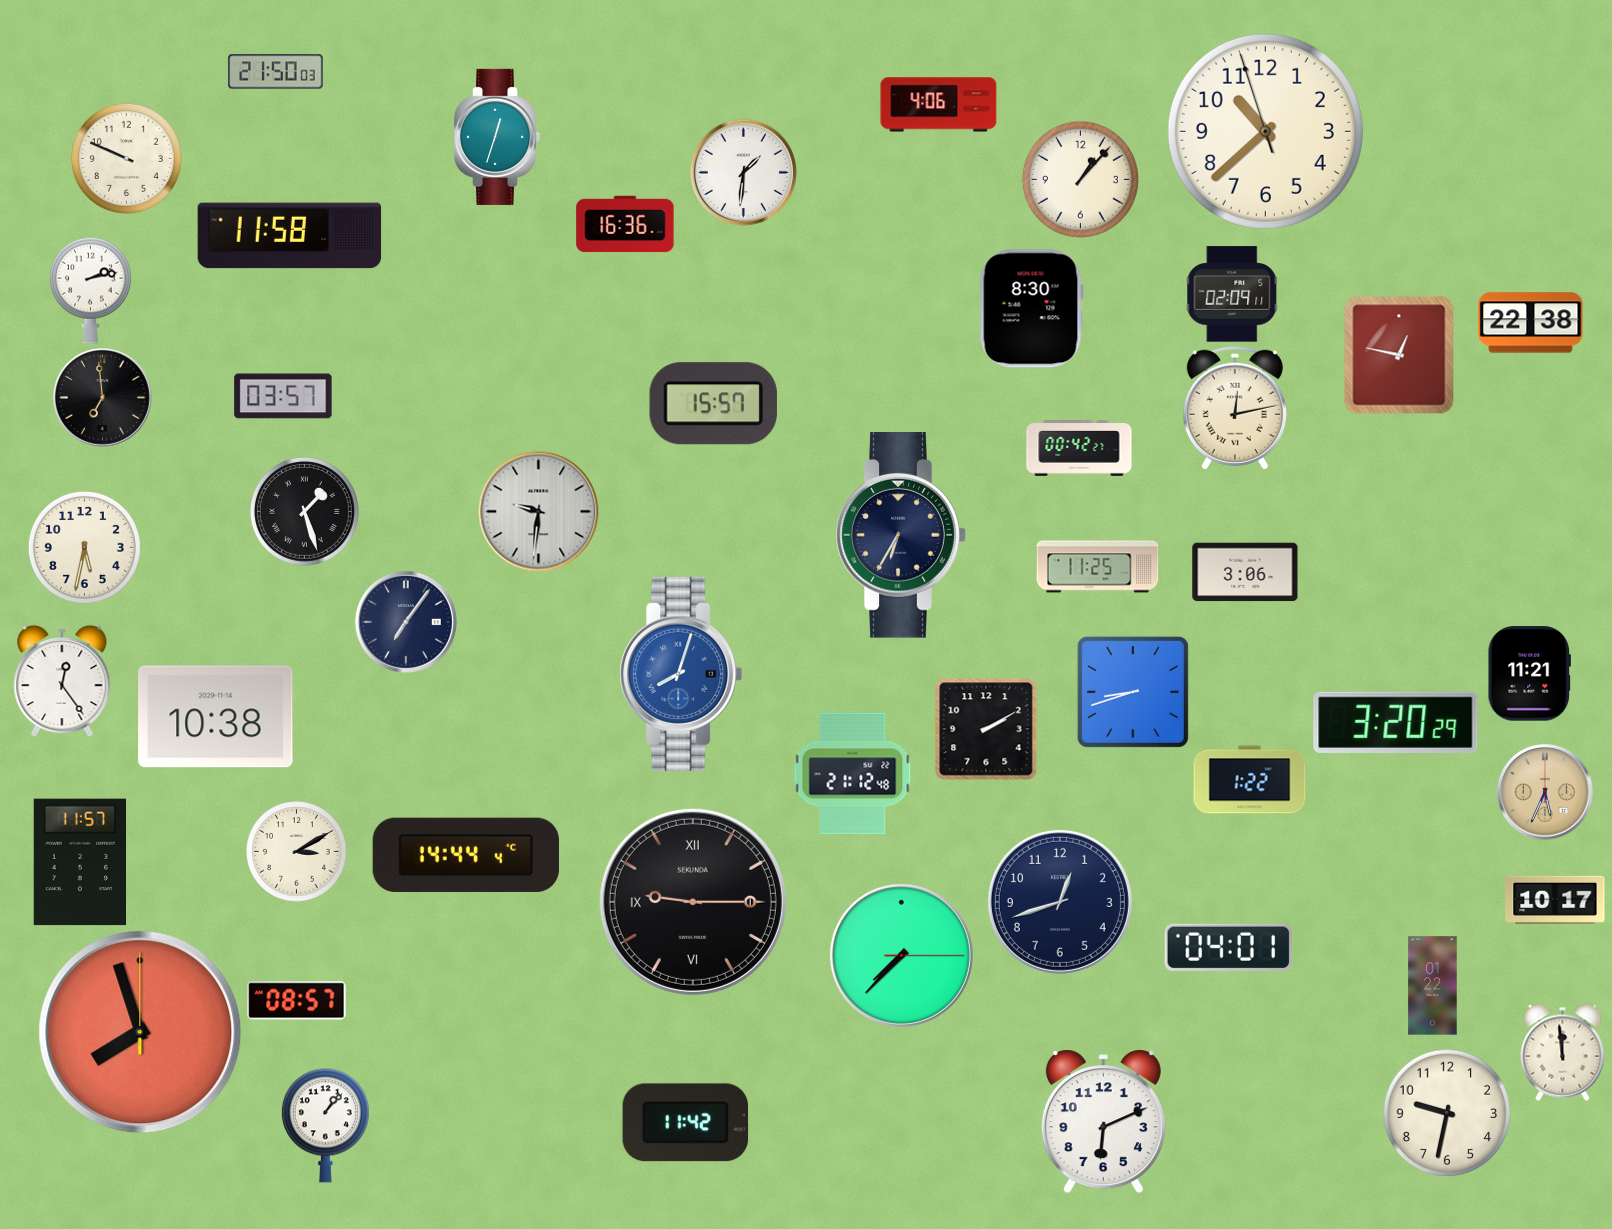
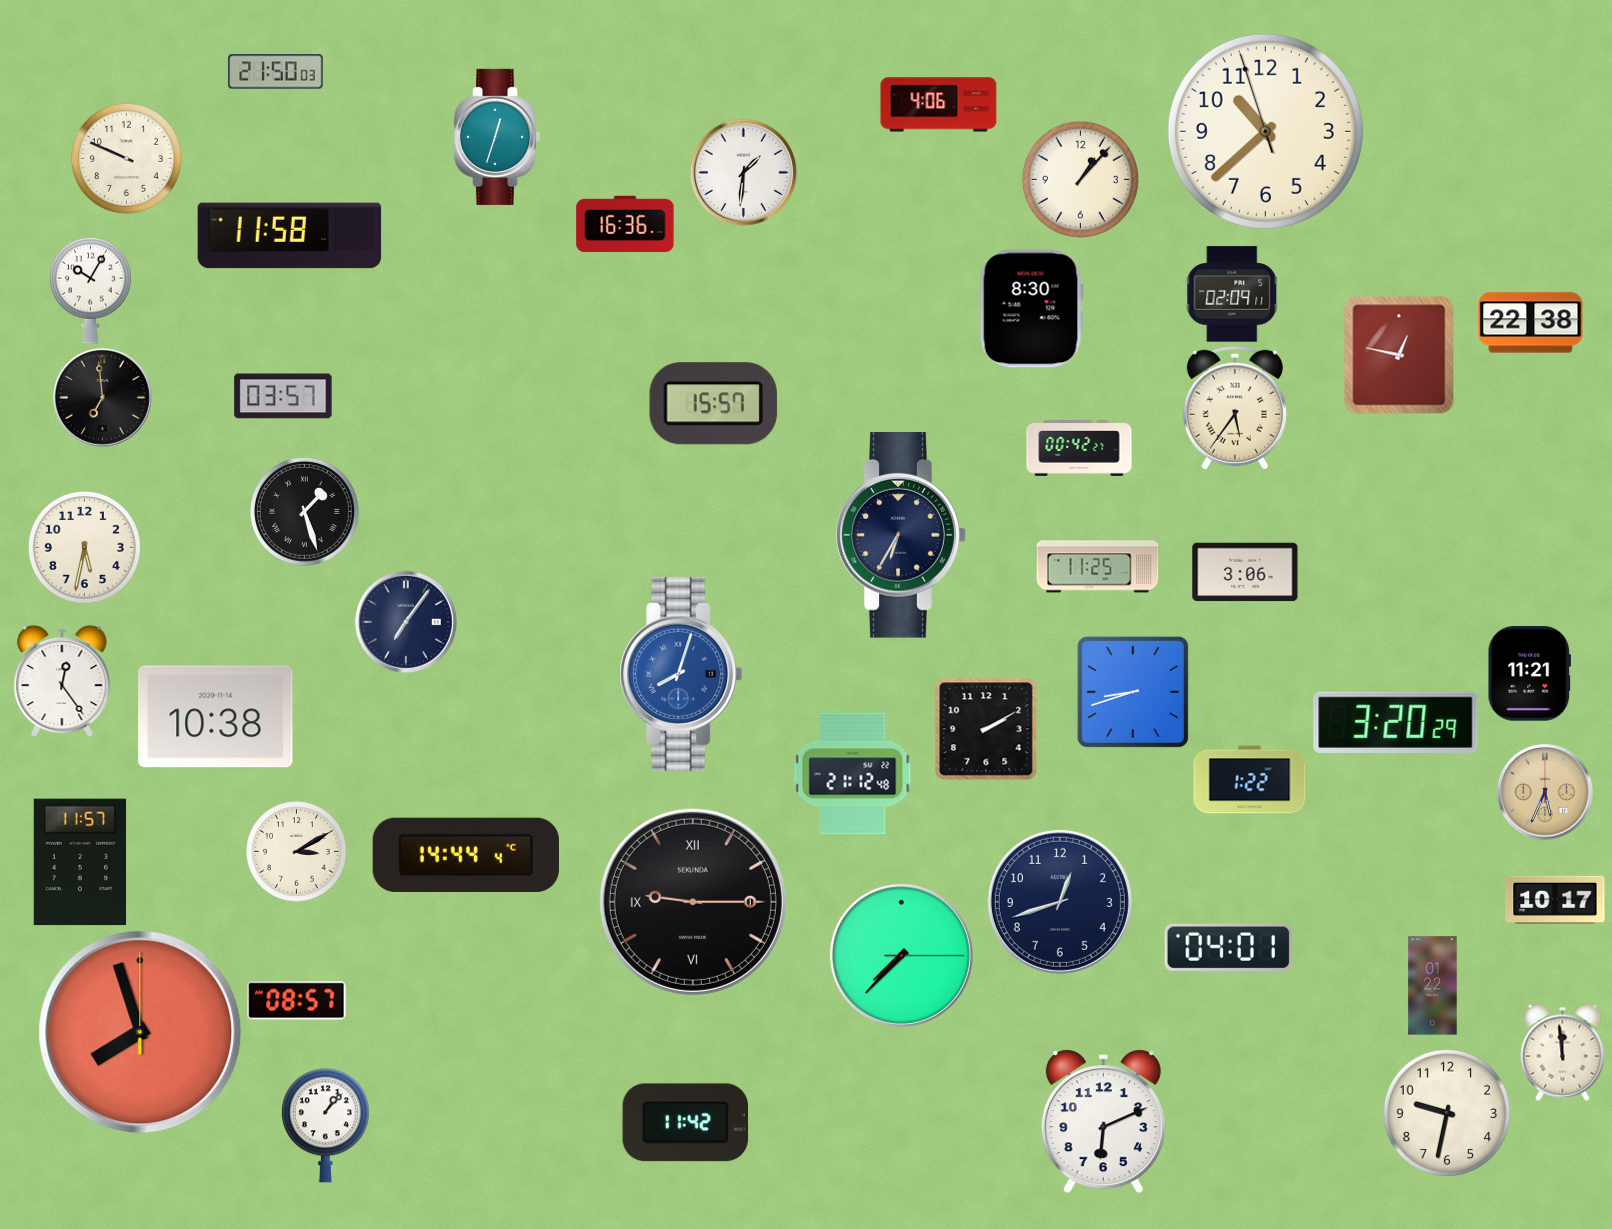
clock at (90, 290): 2:13 -> 10:05
clock at (1235, 408): 12:13 -> 5:36
clock at (539, 512): 9:31 -> none
